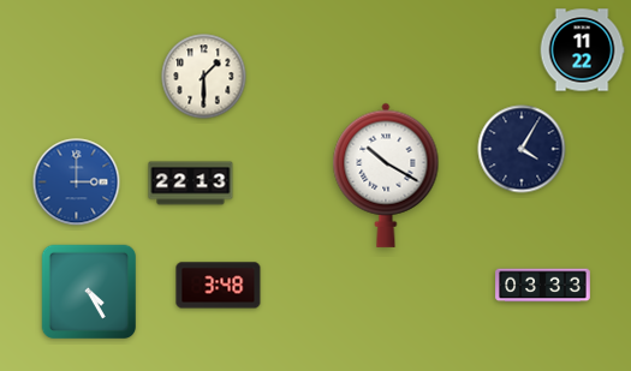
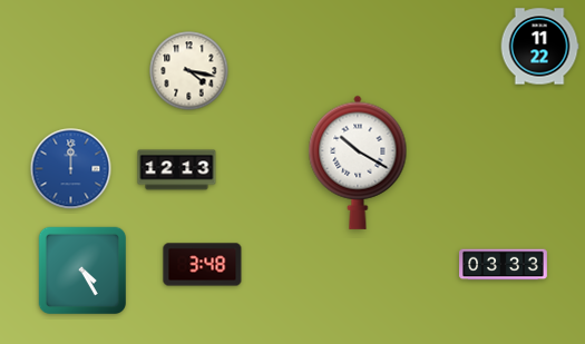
clock at (204, 77): 1:30 -> 4:17
clock at (522, 149): 4:05 -> none
clock at (77, 182): 3:00 -> 12:00
clock at (191, 184): 22:13 -> 12:13
